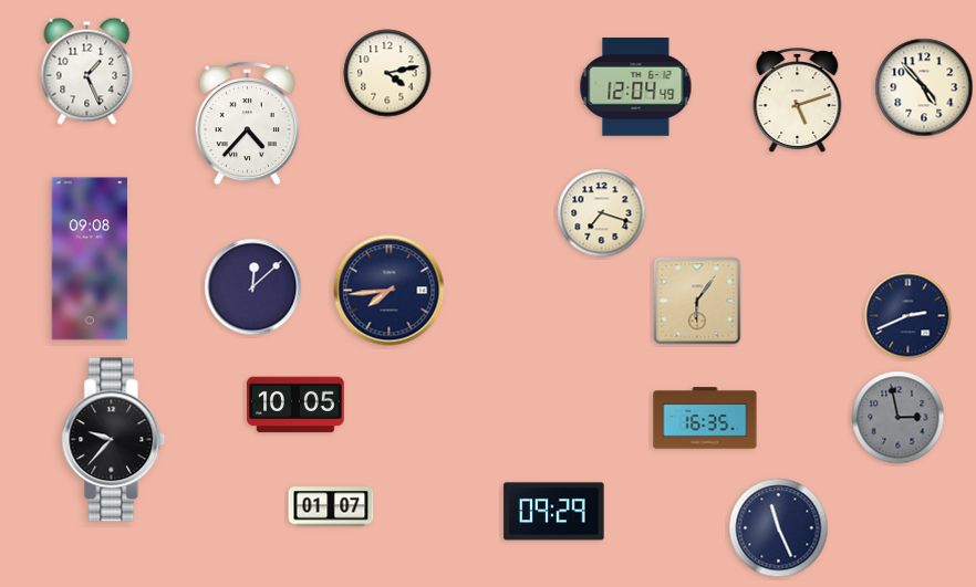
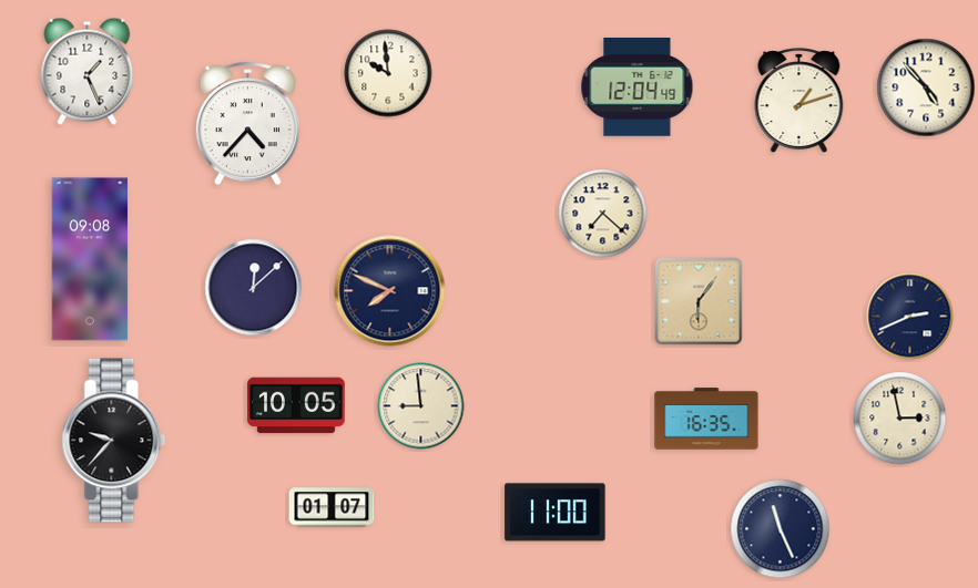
clock at (387, 73): 4:13 -> 9:59
clock at (798, 101): 5:12 -> 1:12
clock at (602, 213): 7:18 -> 7:22
clock at (390, 291): 7:44 -> 7:49
clock at (421, 406): none -> 8:59
clock at (899, 418) dial: grey -> cream
clock at (554, 512): 09:29 -> 11:00
